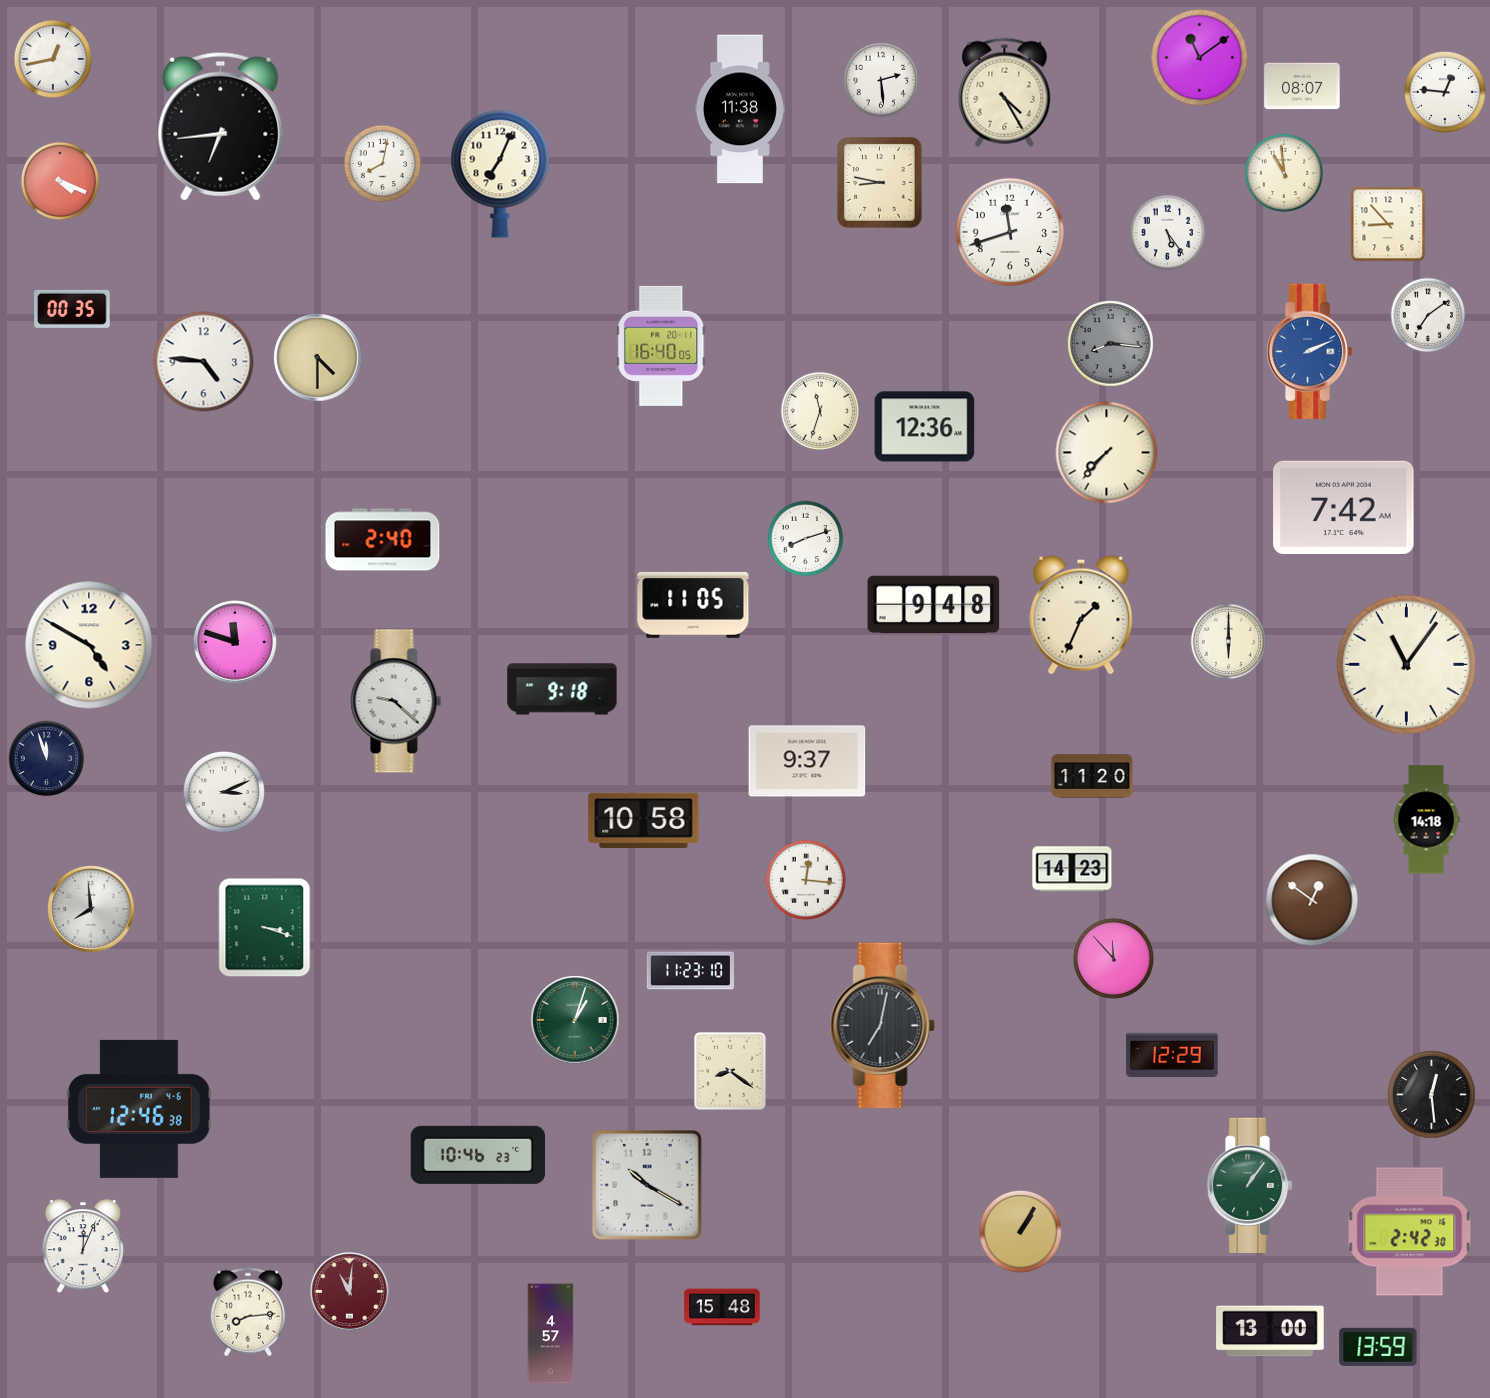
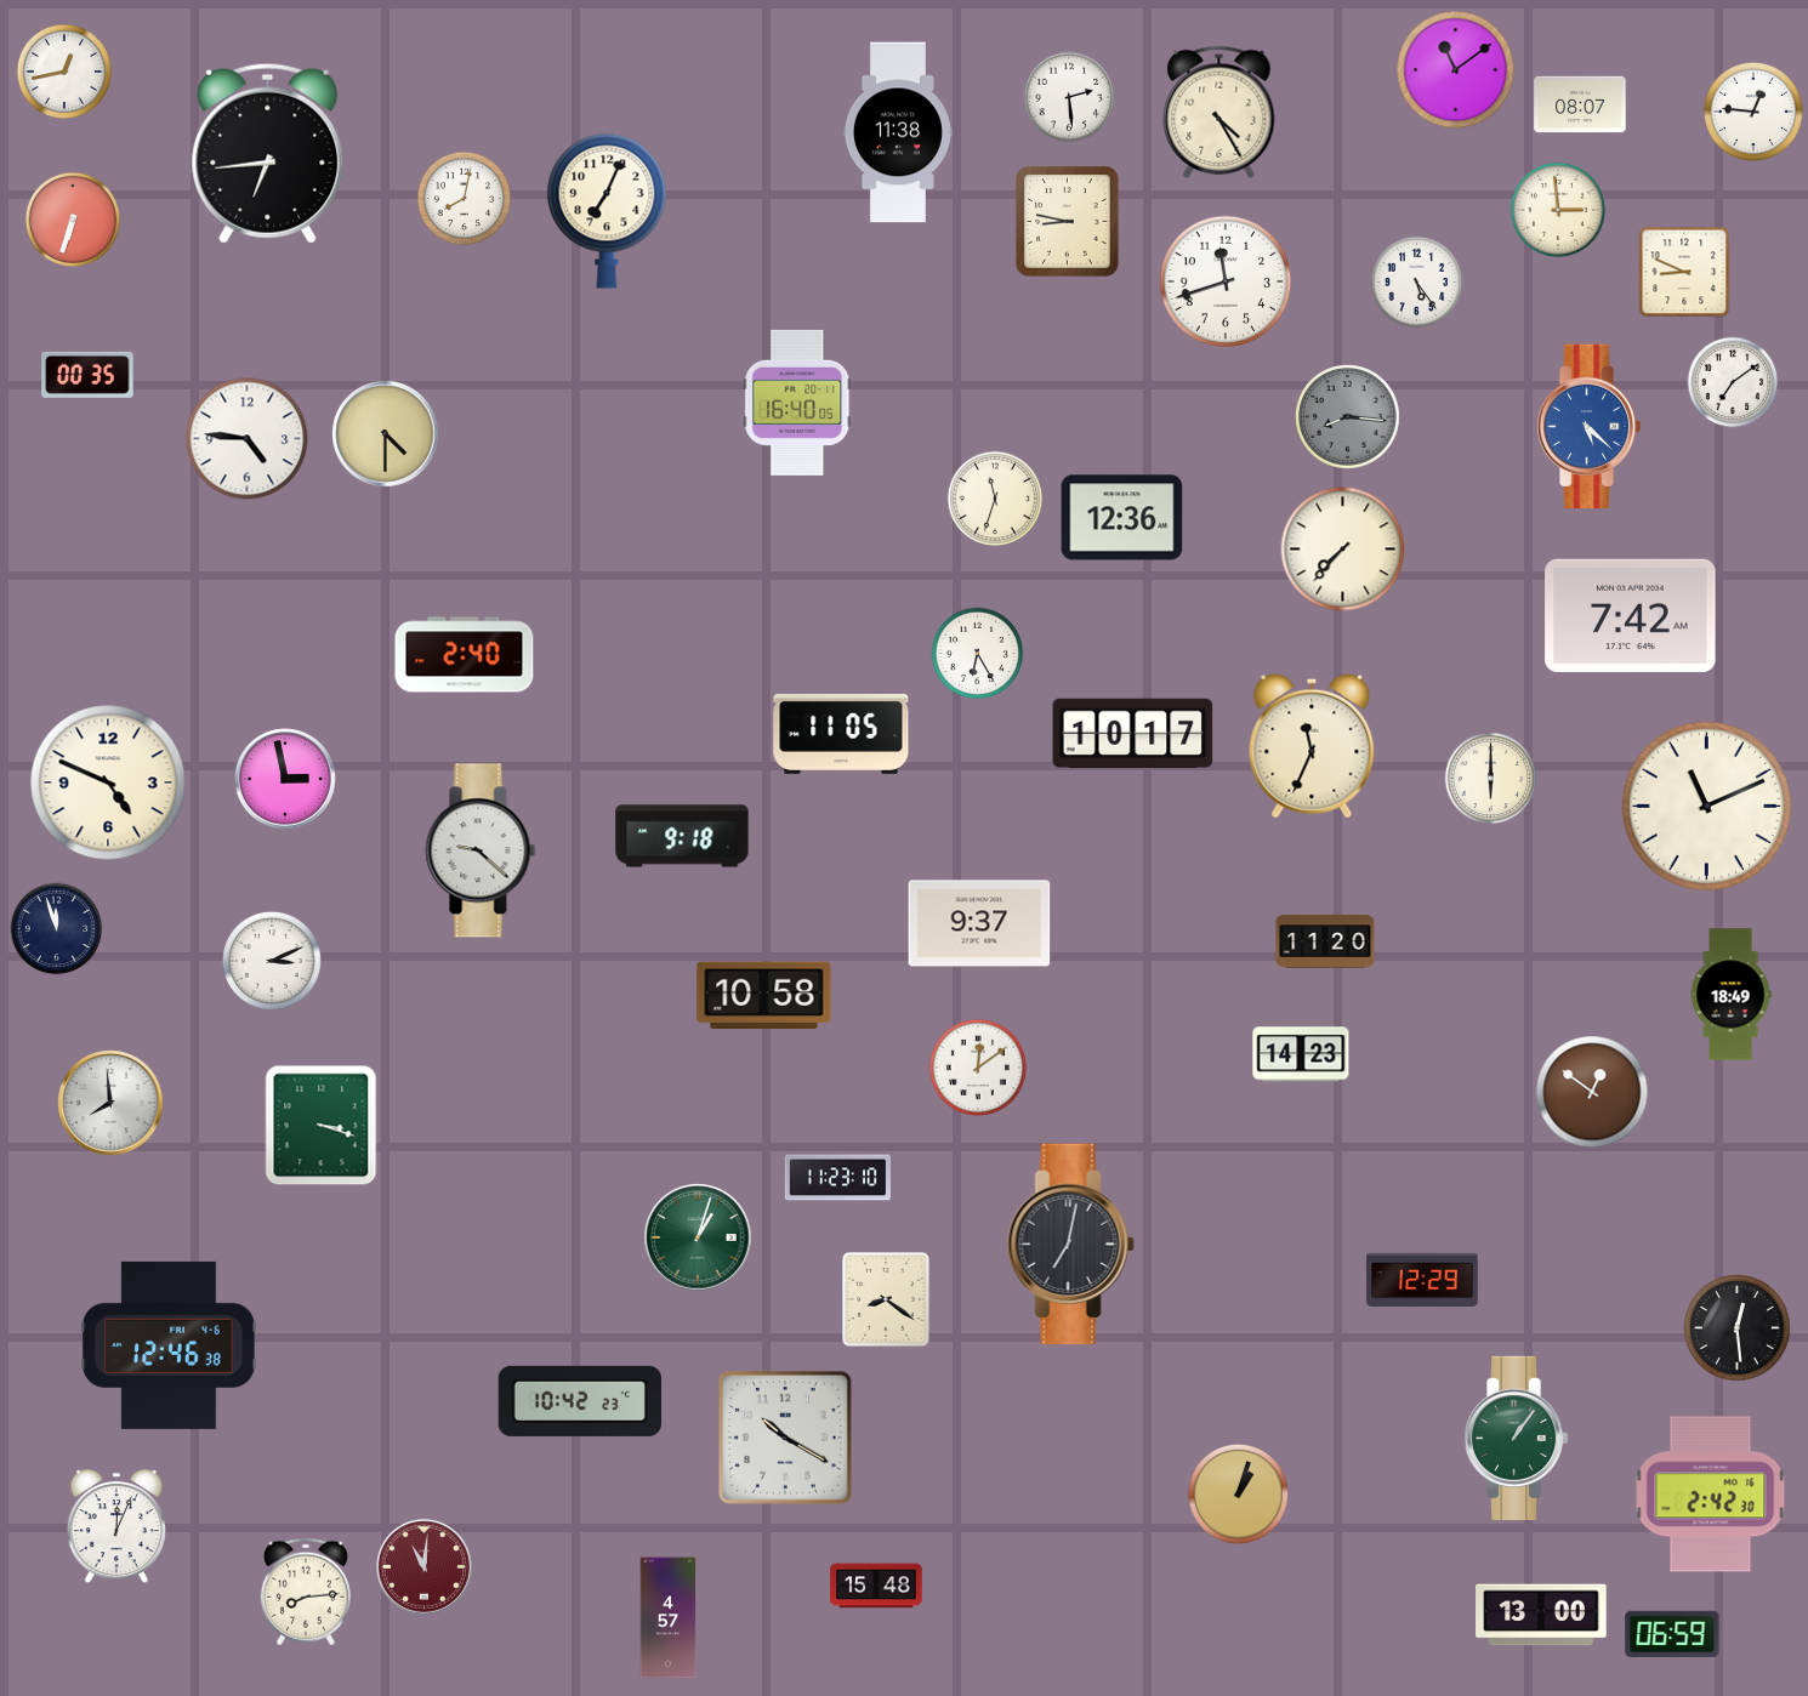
clock at (1283, 172): 10:59 -> 2:59
clock at (59, 180): 4:19 -> 6:33
clock at (1388, 224): 8:53 -> 8:49
clock at (661, 346) position: (661, 346) -> (797, 403)
clock at (1309, 351): 2:11 -> 5:22
clock at (806, 539): 8:12 -> 6:25
clock at (934, 604): 9:48 -> 10:17
clock at (1081, 615): 1:34 -> 11:34
clock at (235, 642): 11:48 -> 2:58
clock at (89, 645): 4:50 -> 4:49
clock at (1407, 665): 11:06 -> 11:11
clock at (47, 759) position: (47, 759) -> (57, 929)
clock at (644, 820) position: (644, 820) -> (764, 995)
clock at (1426, 820): 14:18 -> 18:49
clock at (806, 880): 12:16 -> 12:09
clock at (1113, 958): 11:53 -> none
clock at (477, 1155): 10:46 -> 10:42
clock at (1020, 1231): 1:05 -> 1:03
clock at (83, 1247) position: (83, 1247) -> (116, 1527)
clock at (248, 1312) position: (248, 1312) -> (306, 1592)
clock at (1378, 1347): 13:59 -> 06:59
